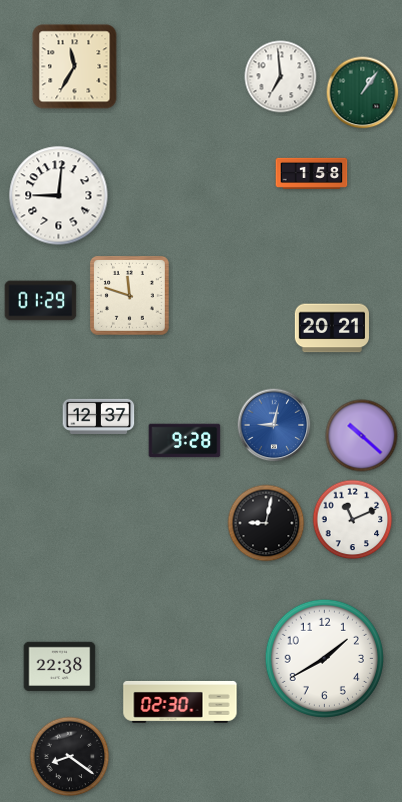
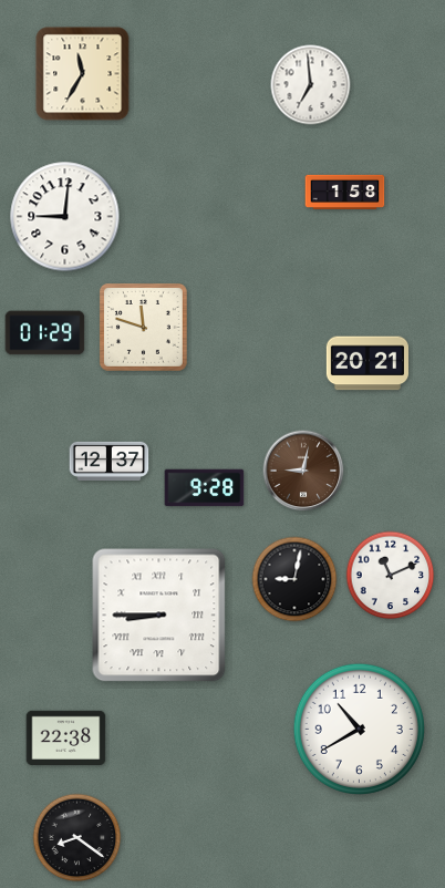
clock at (363, 93): 1:06 -> none
clock at (274, 425) dial: blue -> brown
clock at (362, 436): 10:22 -> none
clock at (159, 616): none -> 8:45
clock at (324, 658): 1:40 -> 10:40
clock at (180, 702): 02:30 -> none
